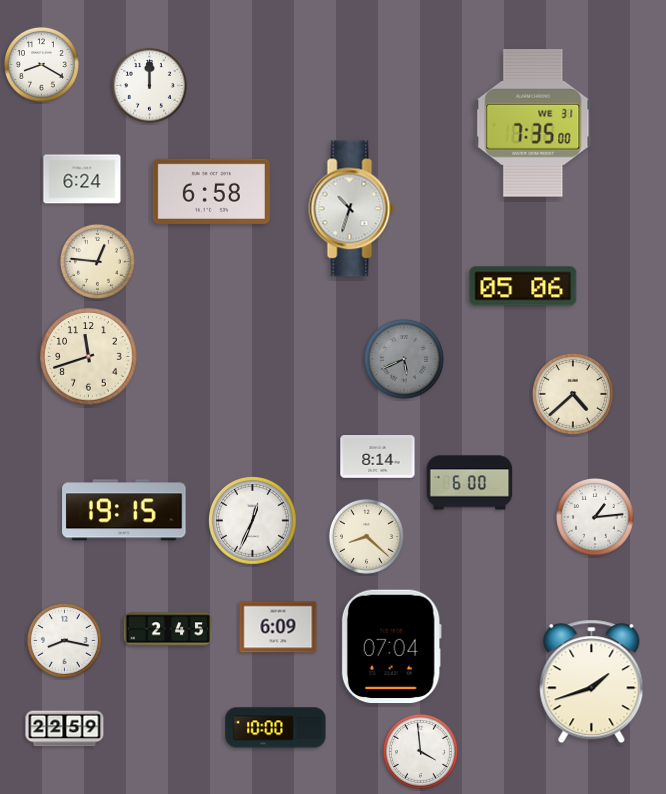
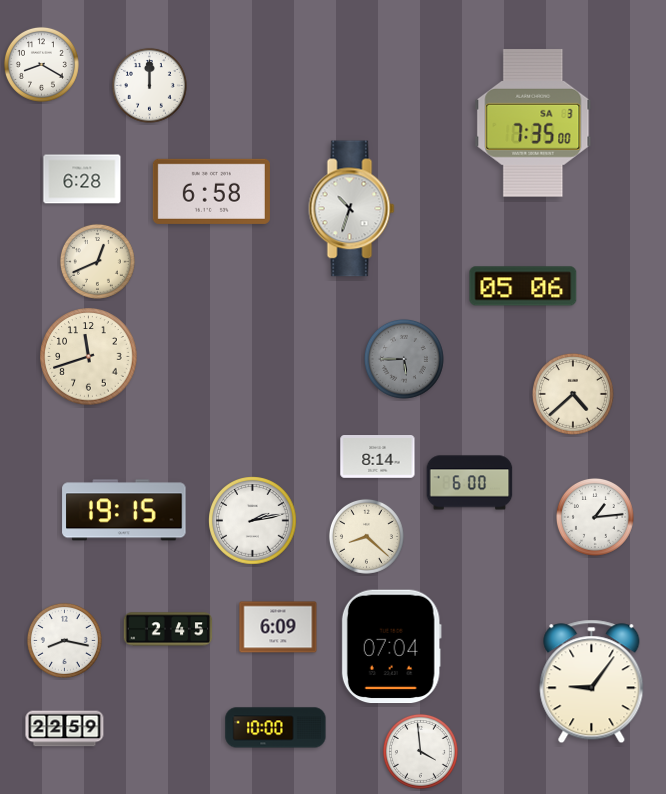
clock at (533, 123) date: WE 31 -> SA 3
clock at (82, 179): 6:24 -> 6:28
clock at (97, 261): 12:46 -> 12:41
clock at (404, 359): 5:41 -> 5:45
clock at (253, 521): 12:34 -> 2:13
clock at (592, 682): 1:42 -> 9:06
